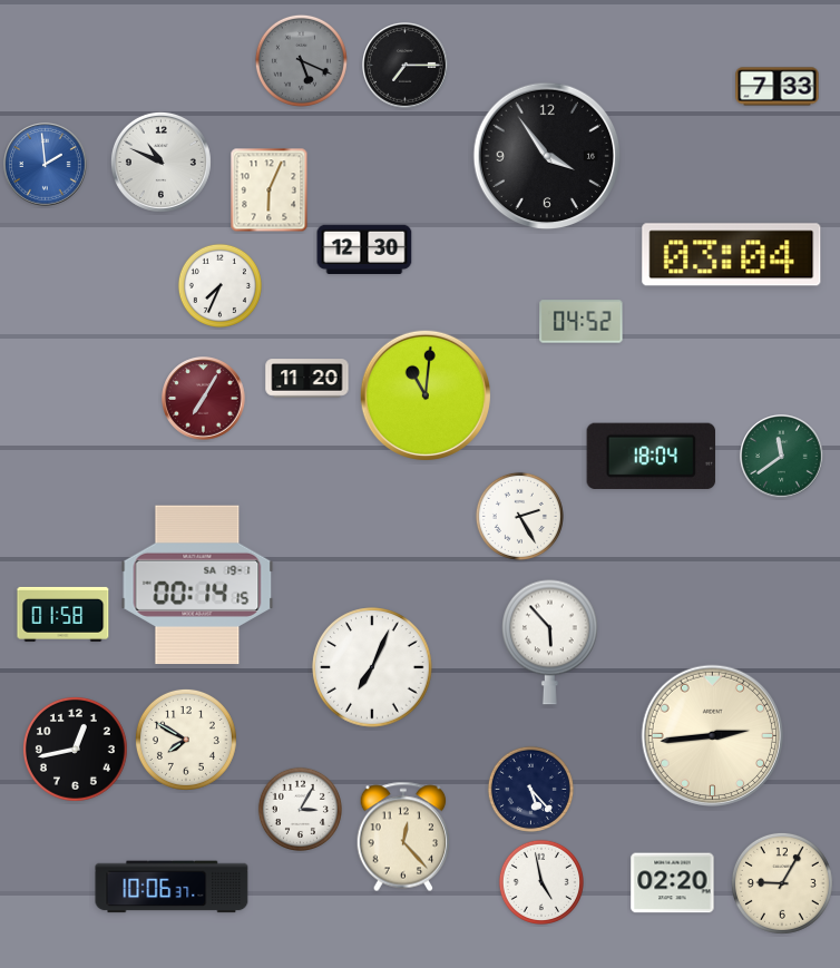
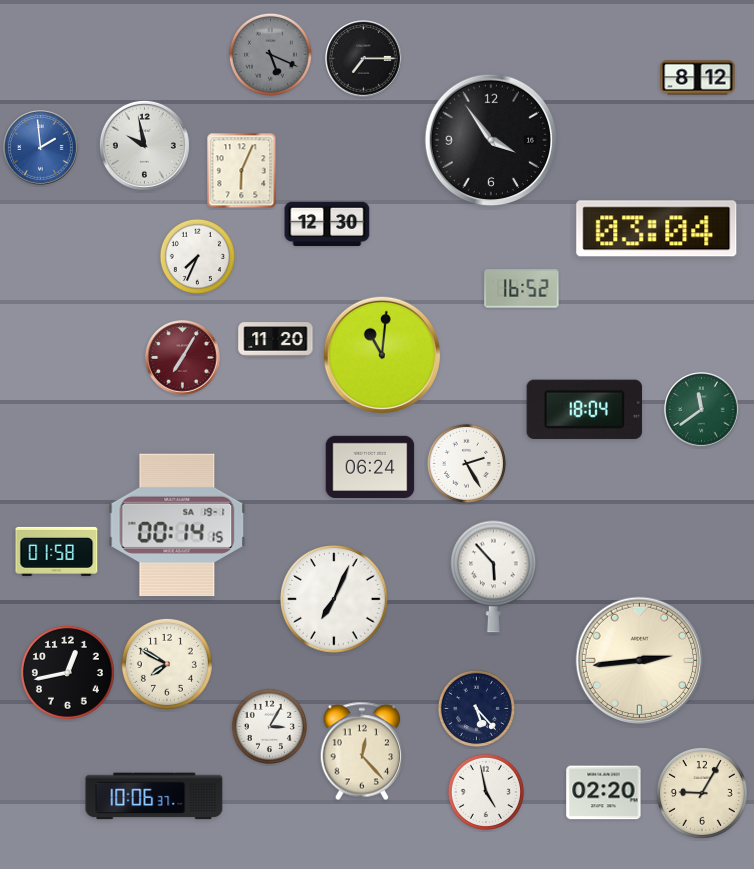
clock at (778, 87): 7:33 -> 8:12
clock at (160, 162): 10:49 -> 9:58
clock at (582, 322): 04:52 -> 16:52
clock at (370, 466): none -> 06:24
